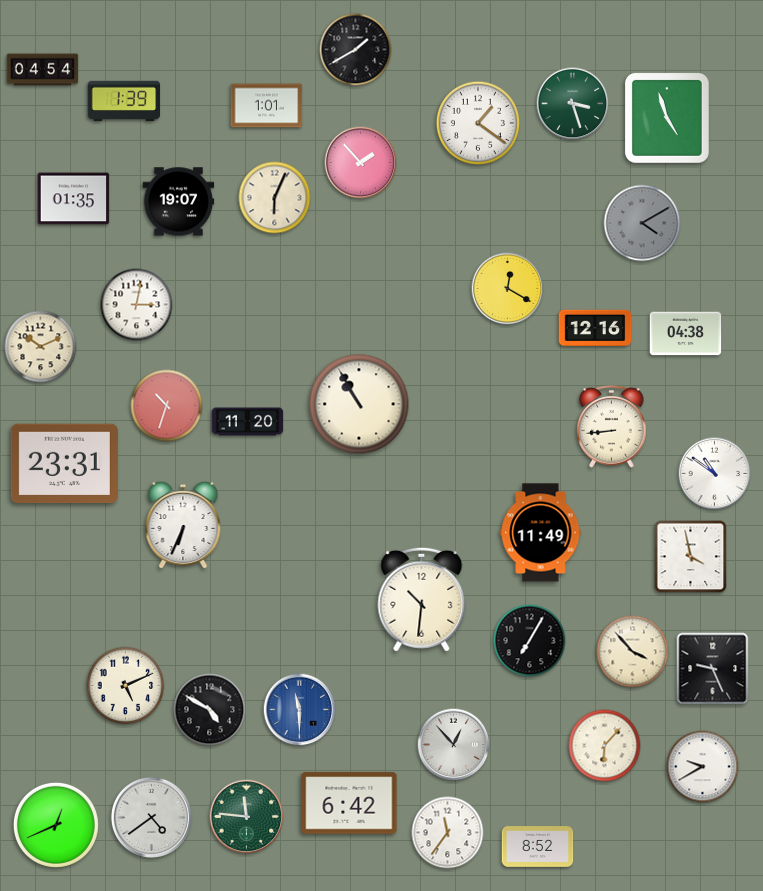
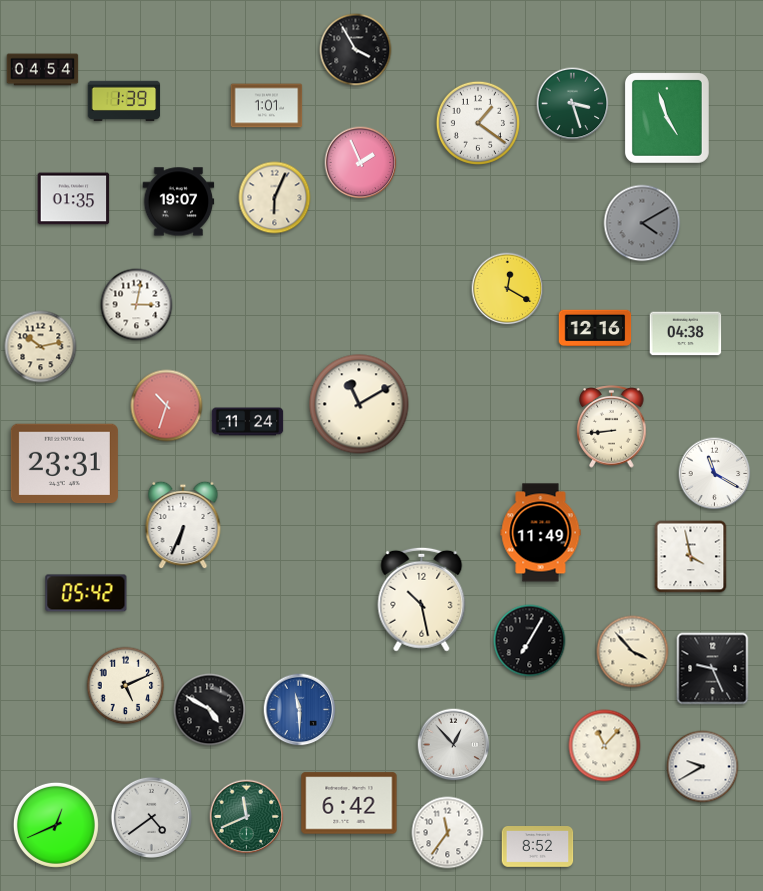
clock at (356, 50): 1:40 -> 3:55
clock at (361, 163): 1:53 -> 1:56
clock at (41, 347): 10:11 -> 10:13
clock at (359, 404): 10:55 -> 11:10
clock at (248, 422): 11:20 -> 11:24
clock at (715, 474): 10:51 -> 11:20
clock at (86, 593): none -> 05:42
clock at (422, 599): 10:31 -> 10:28
clock at (605, 746): 6:07 -> 11:07
clock at (247, 817): 11:46 -> 11:41
